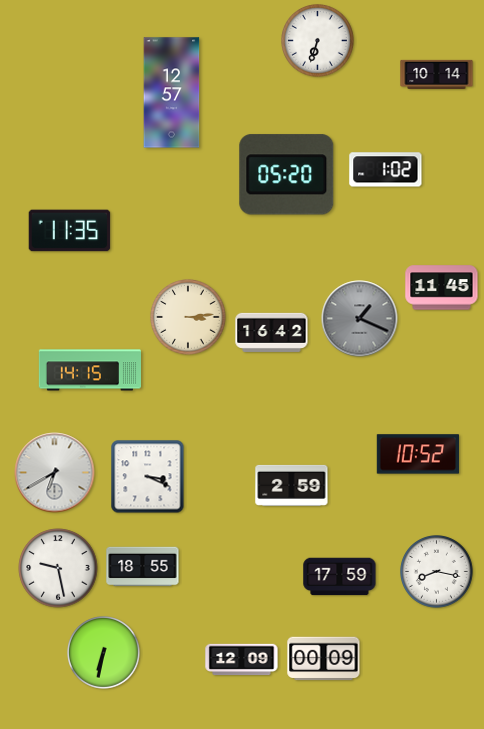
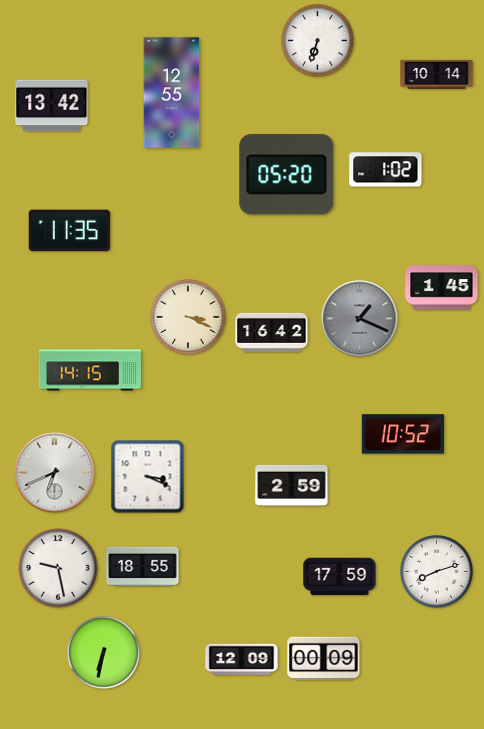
clock at (172, 93): 12:57 -> 12:55
clock at (52, 106): none -> 13:42
clock at (442, 288): 11:45 -> 1:45
clock at (188, 317): 3:14 -> 3:19
clock at (418, 454) position: (418, 454) -> (403, 434)
clock at (55, 473): 6:40 -> 6:41
clock at (437, 572): 8:17 -> 8:12
